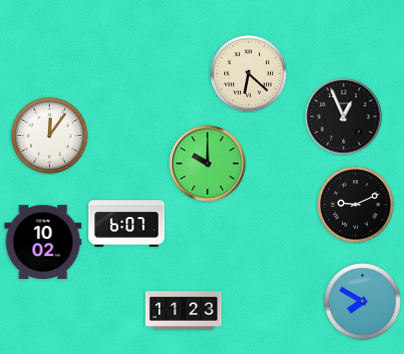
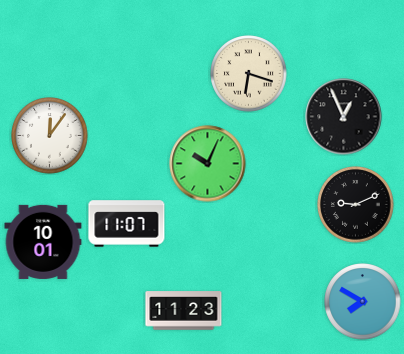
clock at (249, 74): 6:22 -> 6:18
clock at (208, 164): 10:00 -> 10:04
clock at (127, 224): 6:07 -> 11:07
clock at (43, 242): 10:02 -> 10:01
